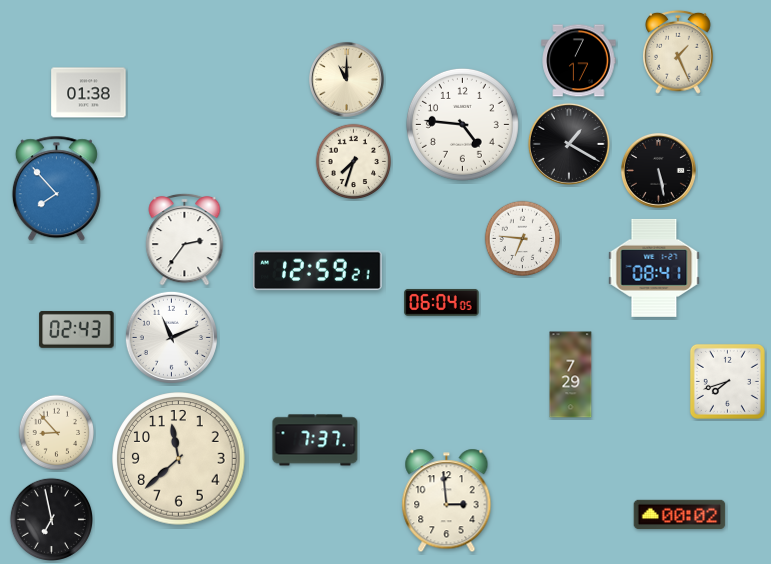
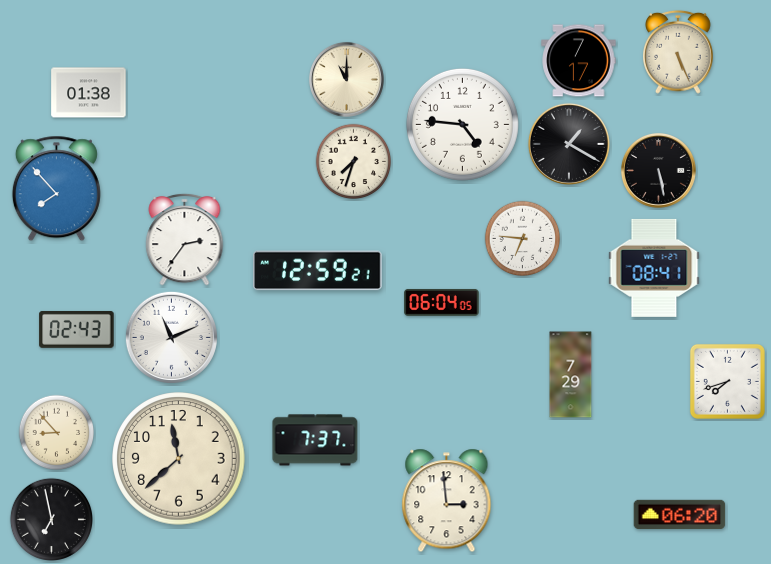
clock at (679, 52): 1:26 -> 5:26
clock at (680, 515): 00:02 -> 06:20
